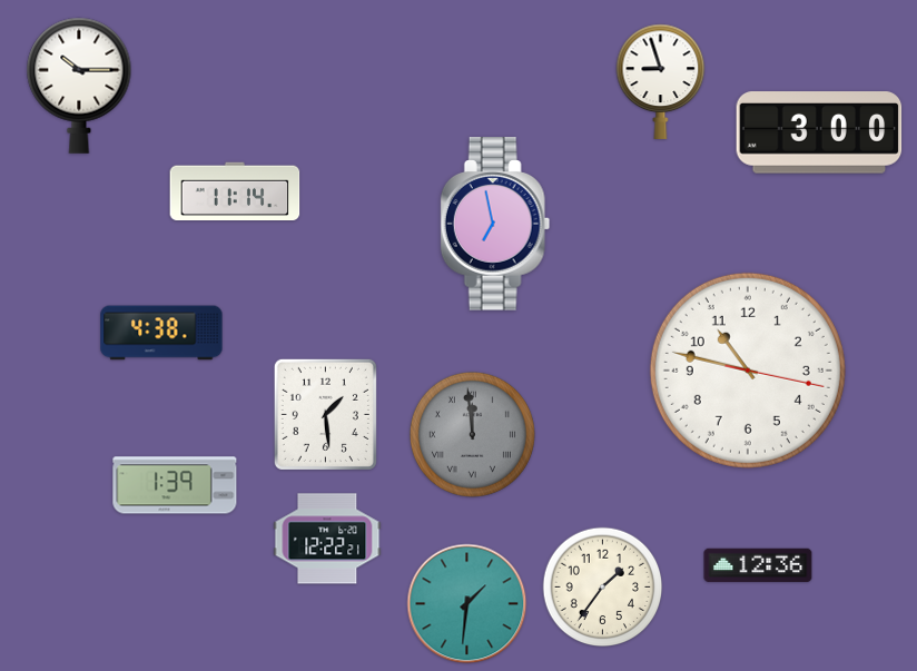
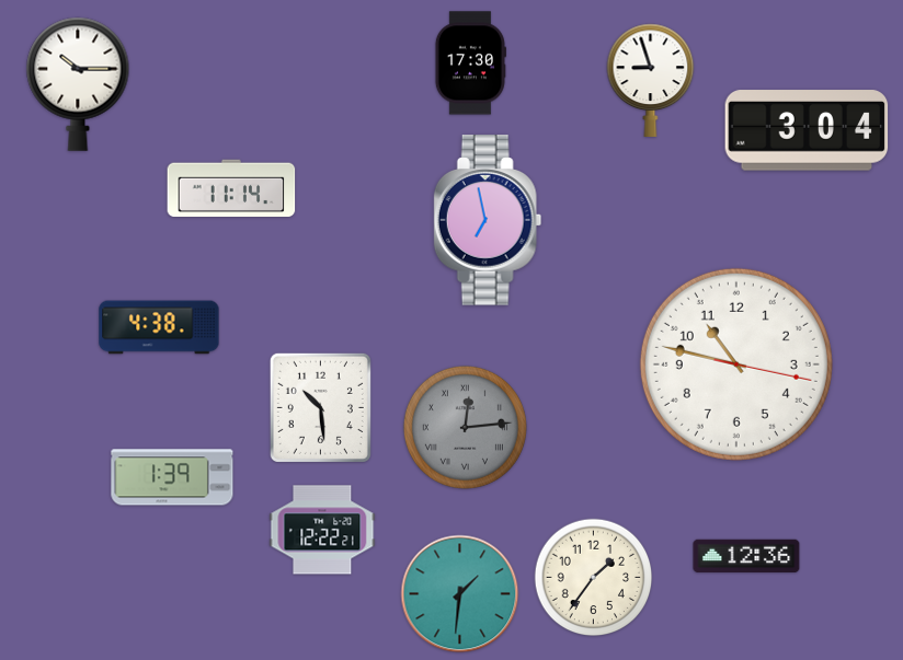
clock at (470, 63): none -> 17:30
clock at (819, 132): 3:00 -> 3:04
clock at (325, 414): 1:29 -> 10:29
clock at (472, 434): 11:59 -> 12:14
